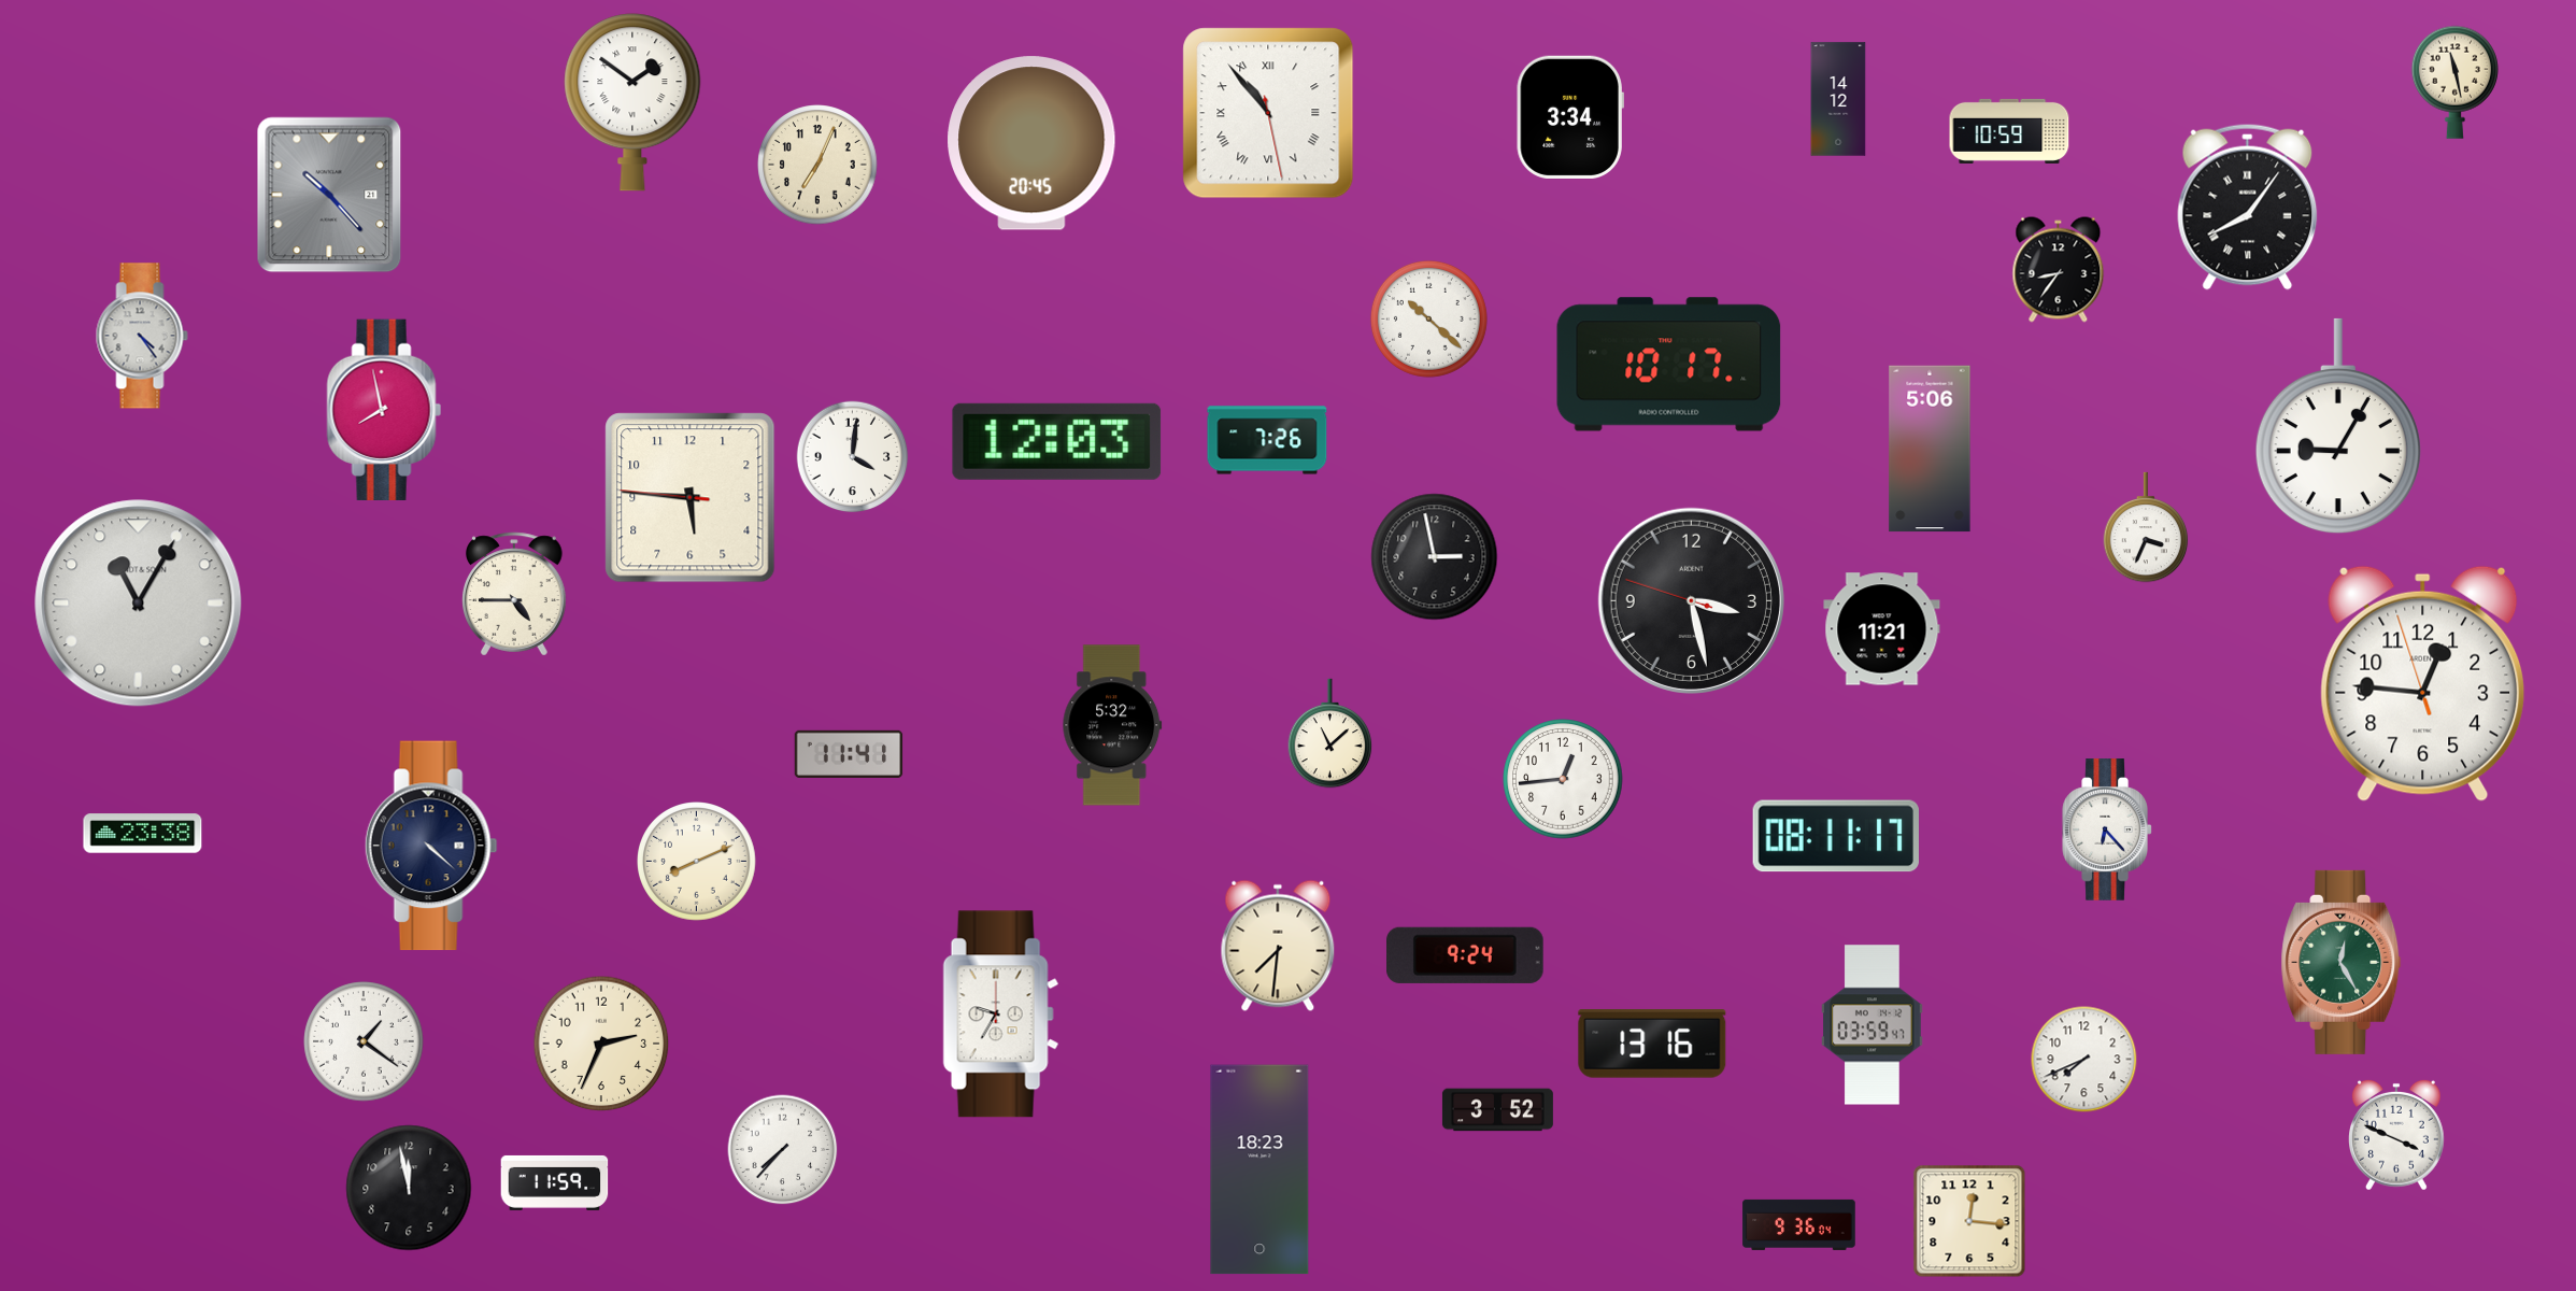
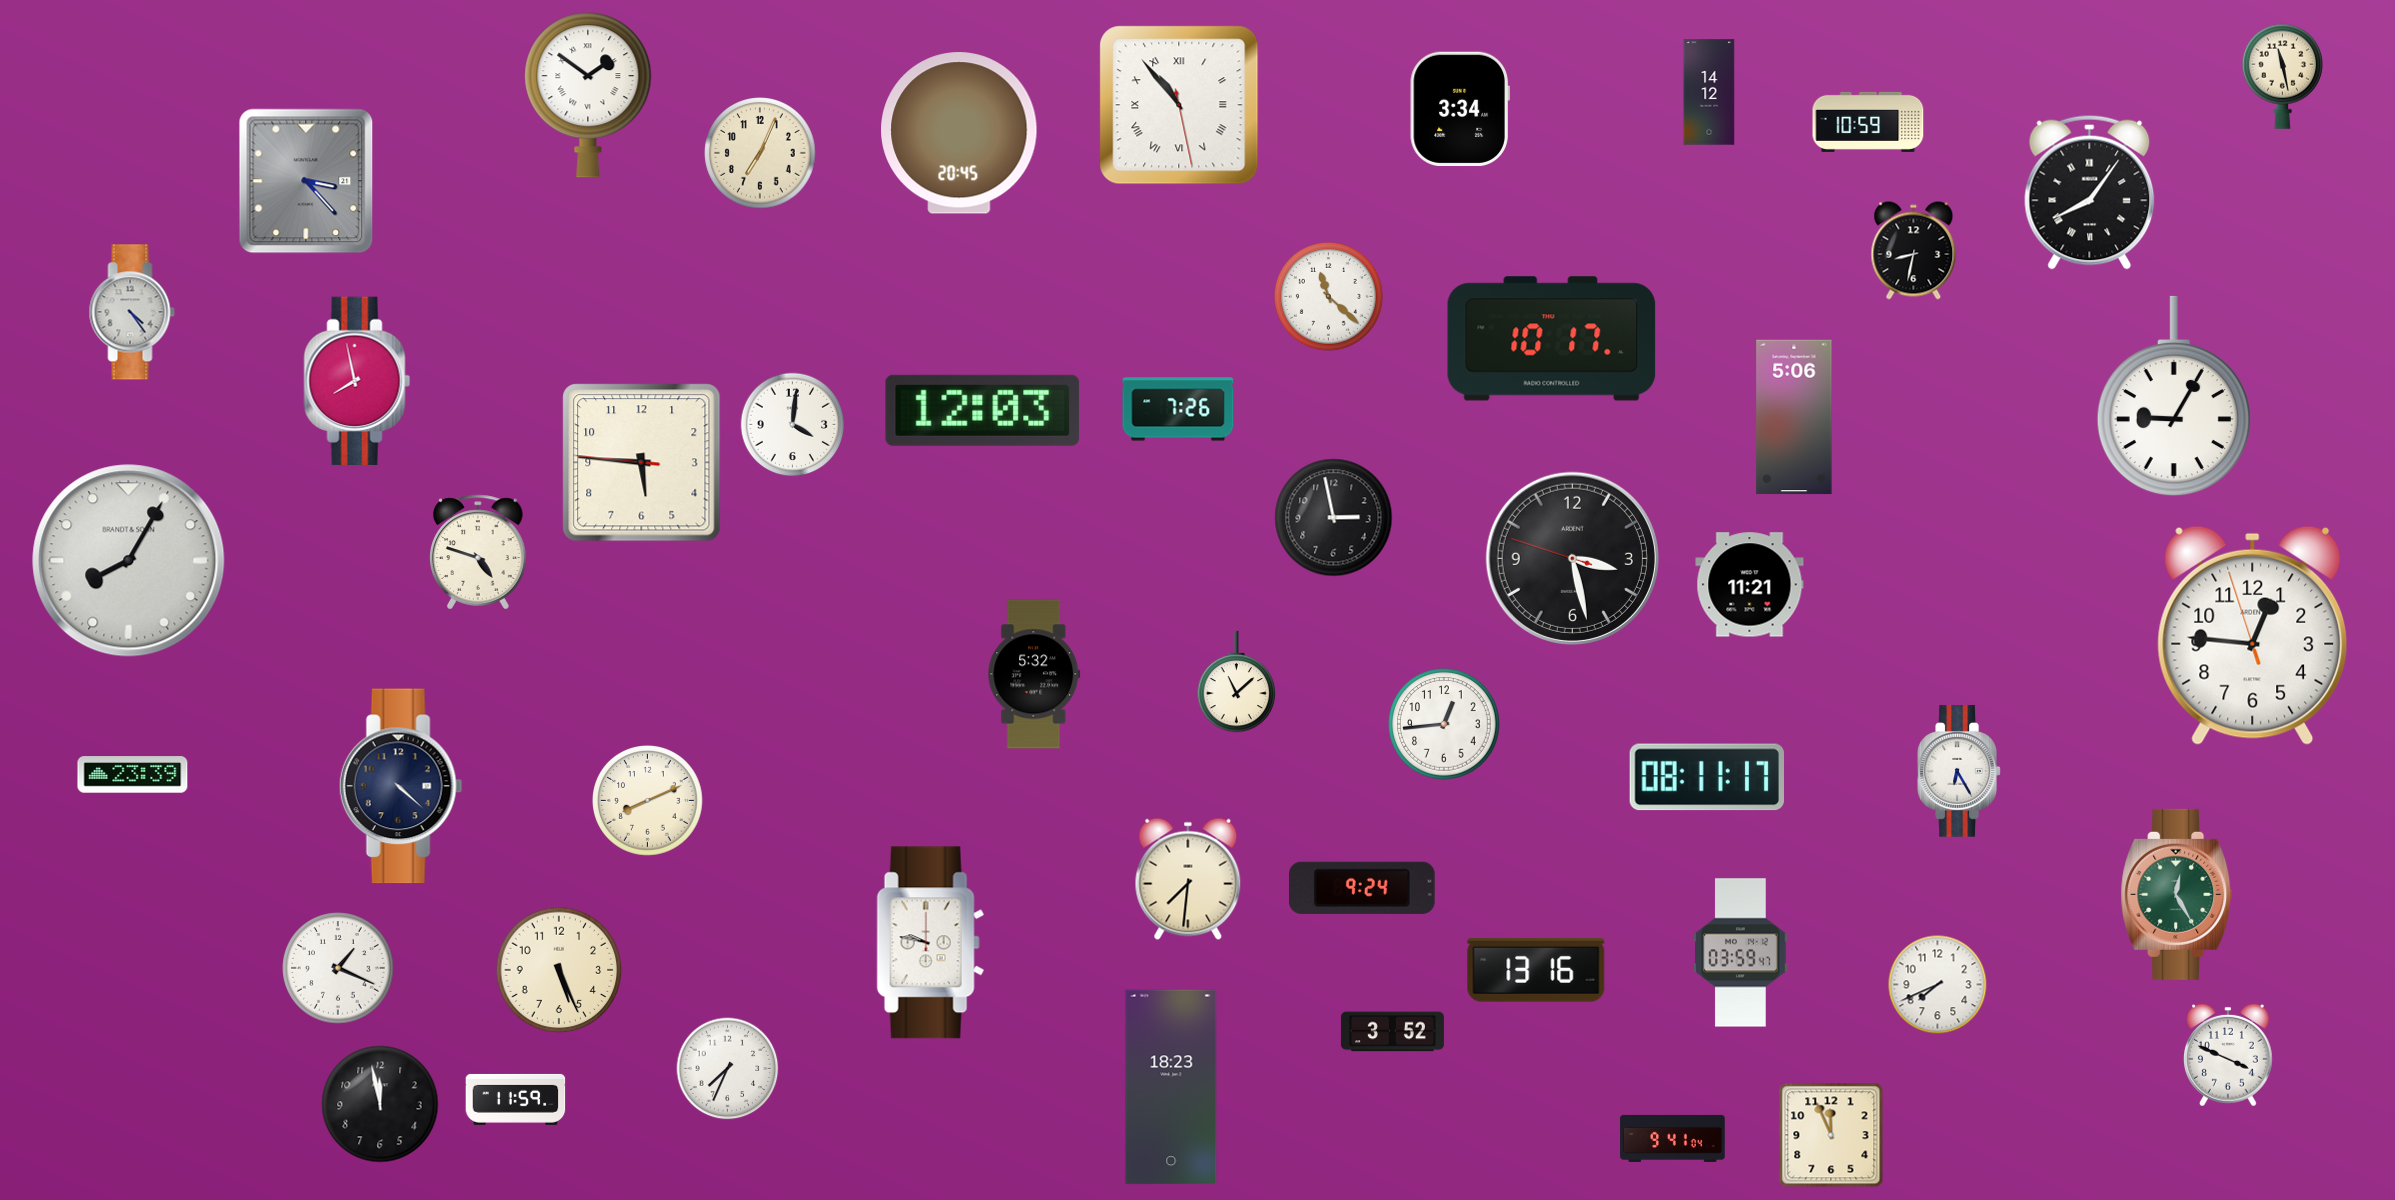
clock at (329, 195): 10:23 -> 3:23
clock at (2059, 270): 8:36 -> 8:32
clock at (1428, 318): 10:22 -> 11:22
clock at (2146, 527): 3:34 -> none
clock at (515, 594): 4:45 -> 4:48
clock at (139, 604): 11:05 -> 8:05
clock at (849, 754): 11:41 -> none
clock at (1563, 779) position: (1563, 779) -> (1444, 724)
clock at (2107, 829): 6:23 -> 6:25
clock at (143, 834): 23:38 -> 23:39
clock at (1001, 1015): 9:35 -> 9:47
clock at (364, 1041): 1:21 -> 1:19
clock at (601, 1044): 2:34 -> 5:26
clock at (783, 1150): 7:37 -> 7:34
clock at (1969, 1221): 12:16 -> 11:56
clock at (1799, 1224): 9:36 -> 9:41
